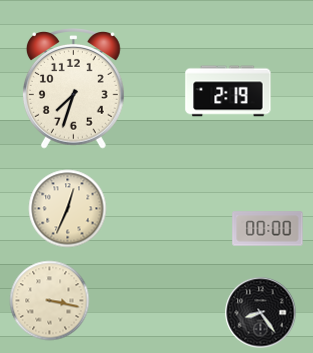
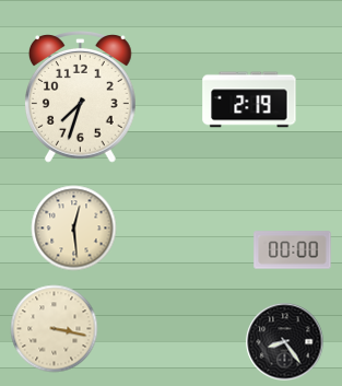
clock at (68, 209): 12:34 -> 12:29
